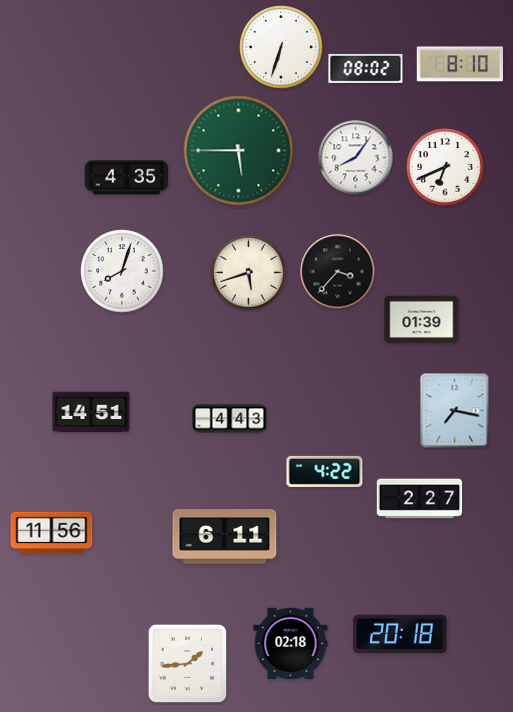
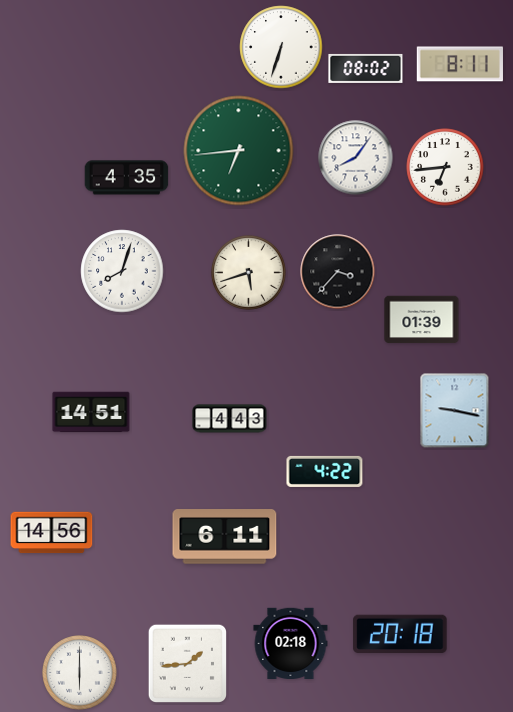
clock at (460, 64): 8:10 -> 8:11
clock at (239, 151): 5:45 -> 6:44
clock at (445, 167): 6:41 -> 6:44
clock at (455, 411): 7:17 -> 9:17
clock at (420, 499): 2:27 -> none
clock at (52, 533): 11:56 -> 14:56
clock at (80, 673): none -> 6:00
